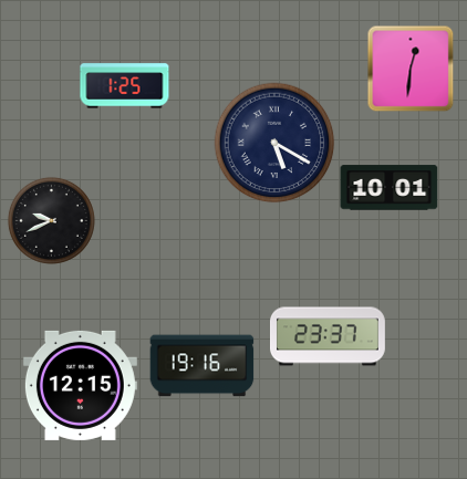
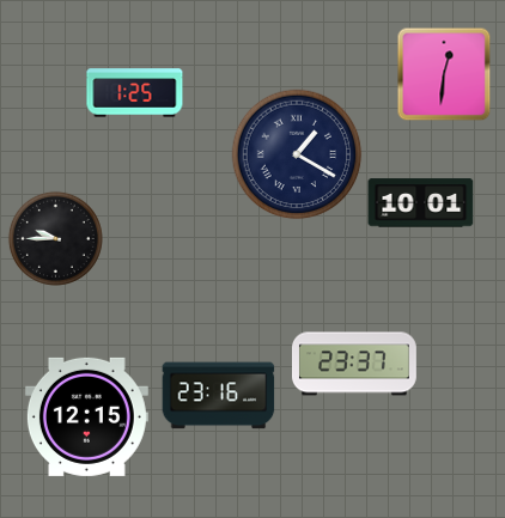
clock at (274, 143): 5:20 -> 1:20
clock at (51, 220): 9:41 -> 9:45
clock at (203, 366): 19:16 -> 23:16
